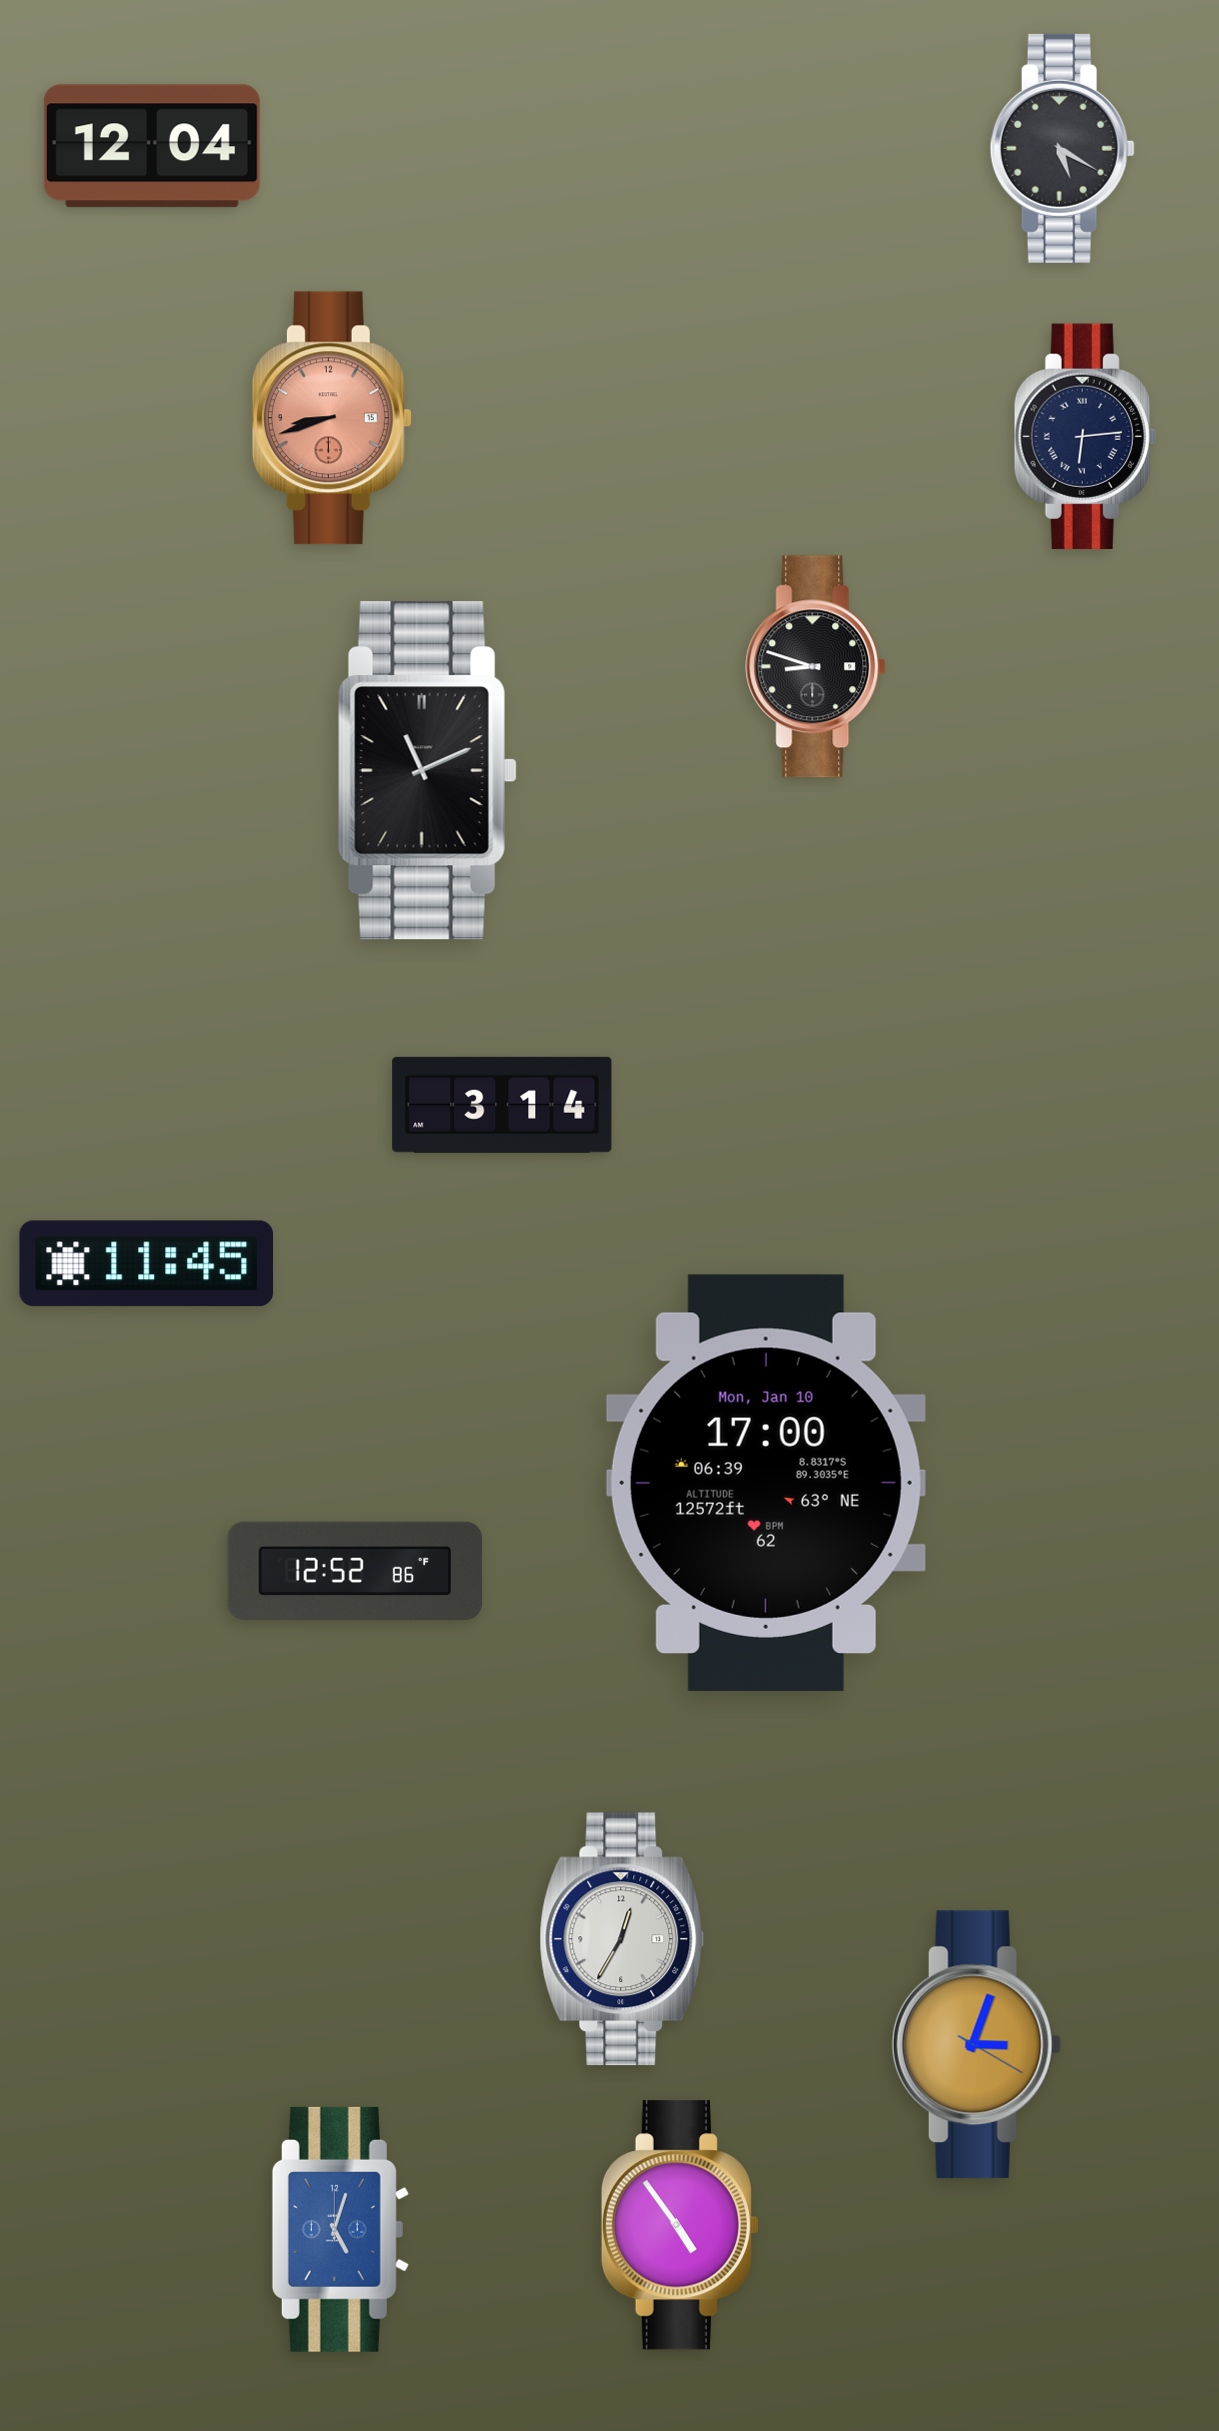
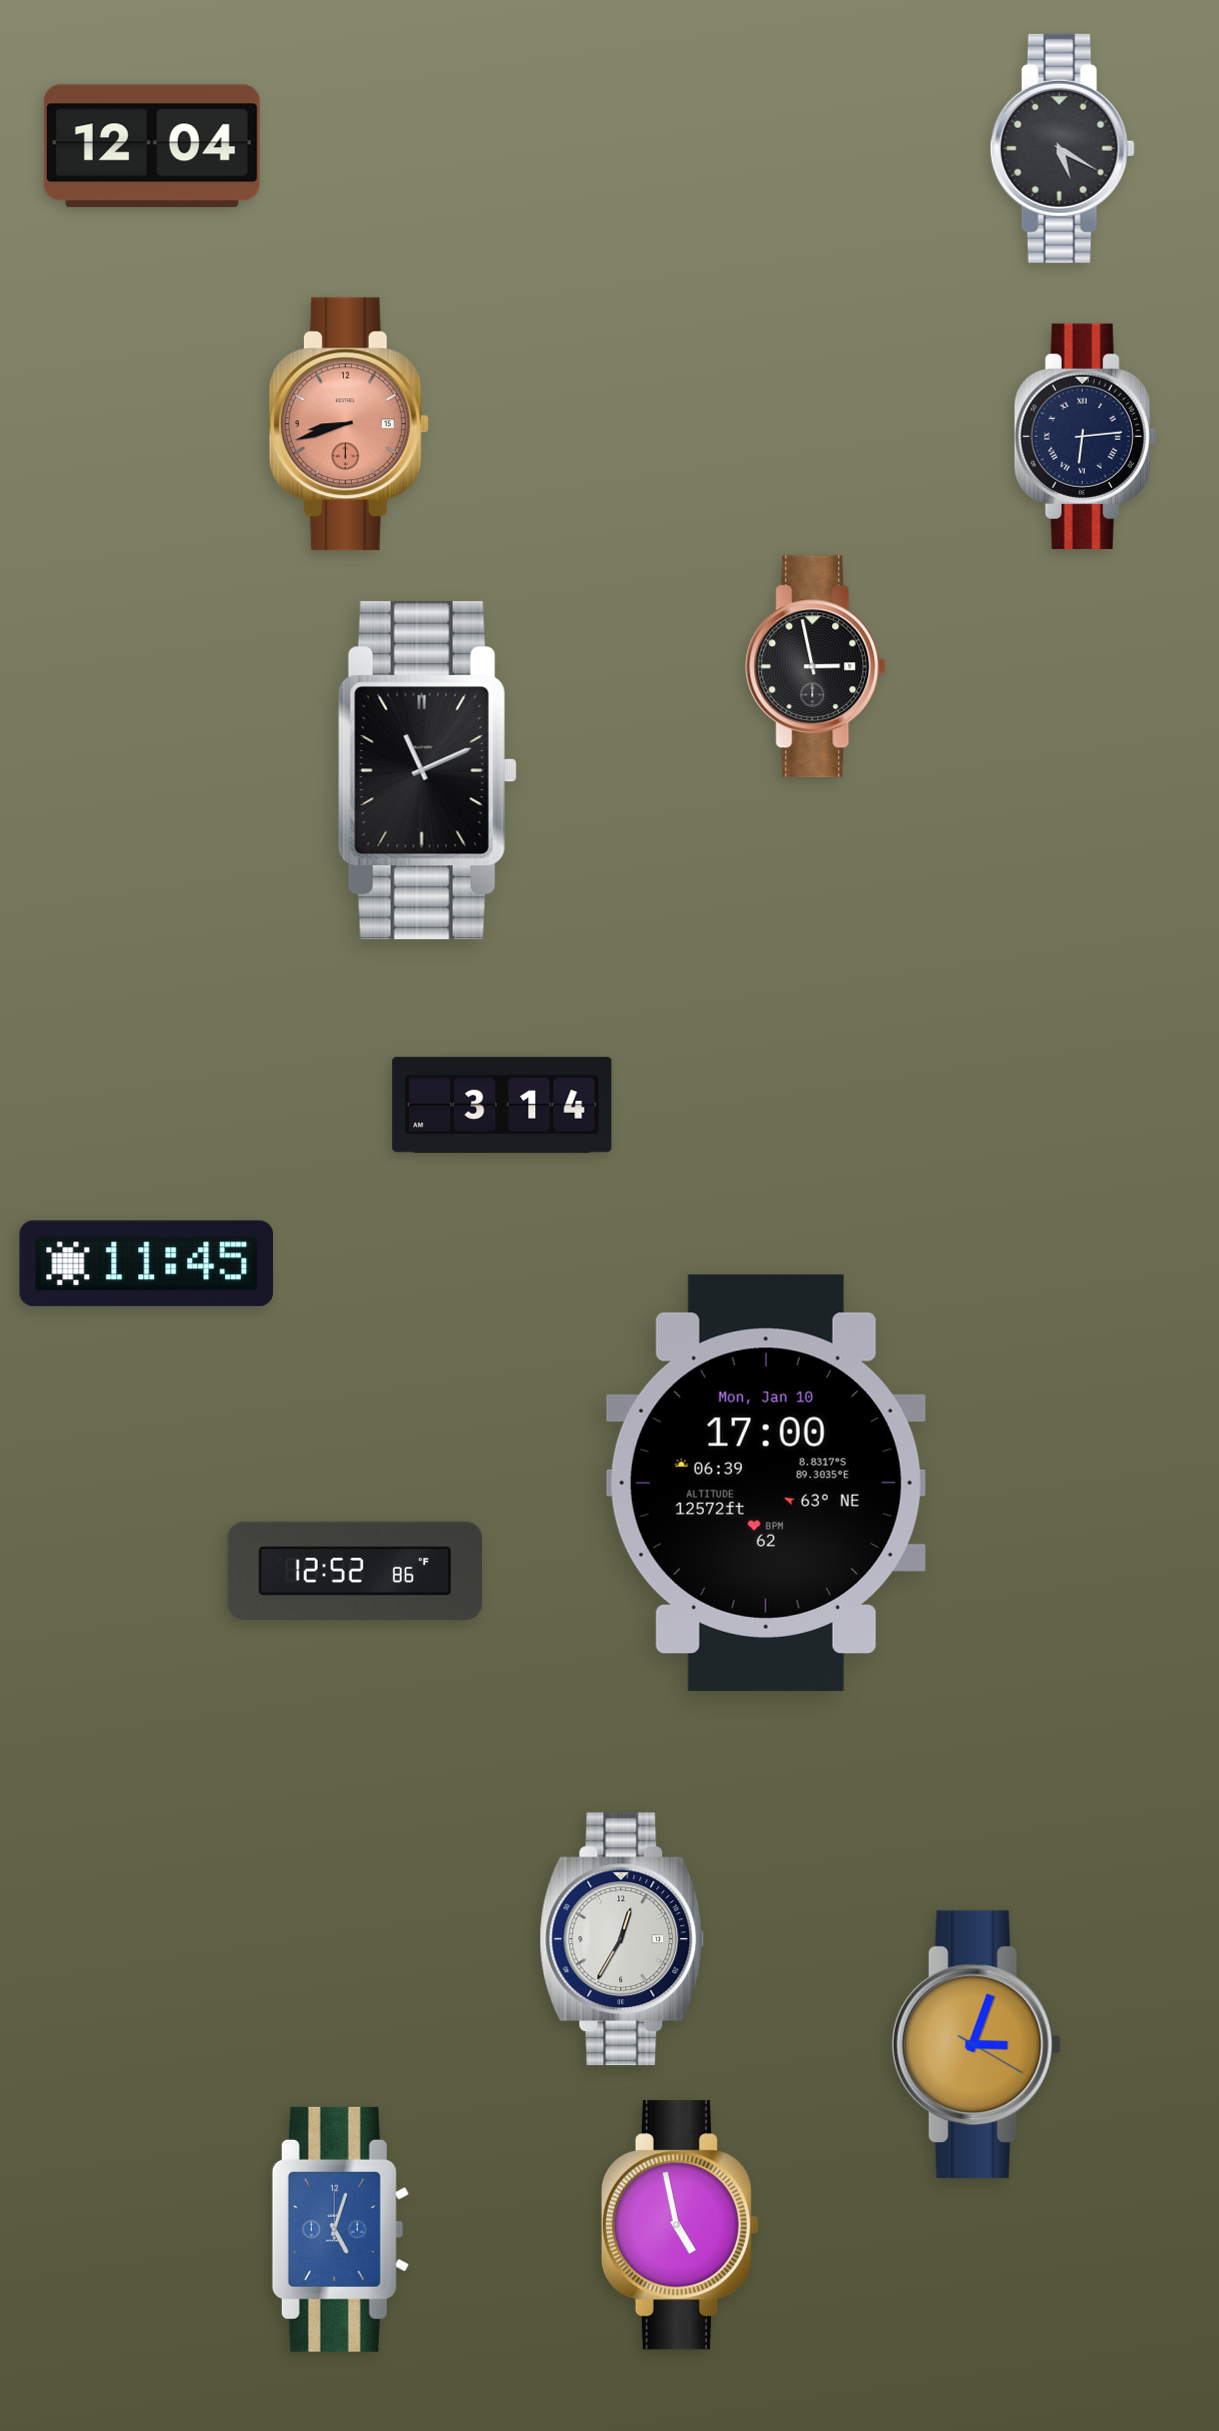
clock at (332, 418) position: (332, 418) -> (349, 424)
clock at (816, 667): 8:48 -> 2:58
clock at (680, 2225): 4:54 -> 4:58
